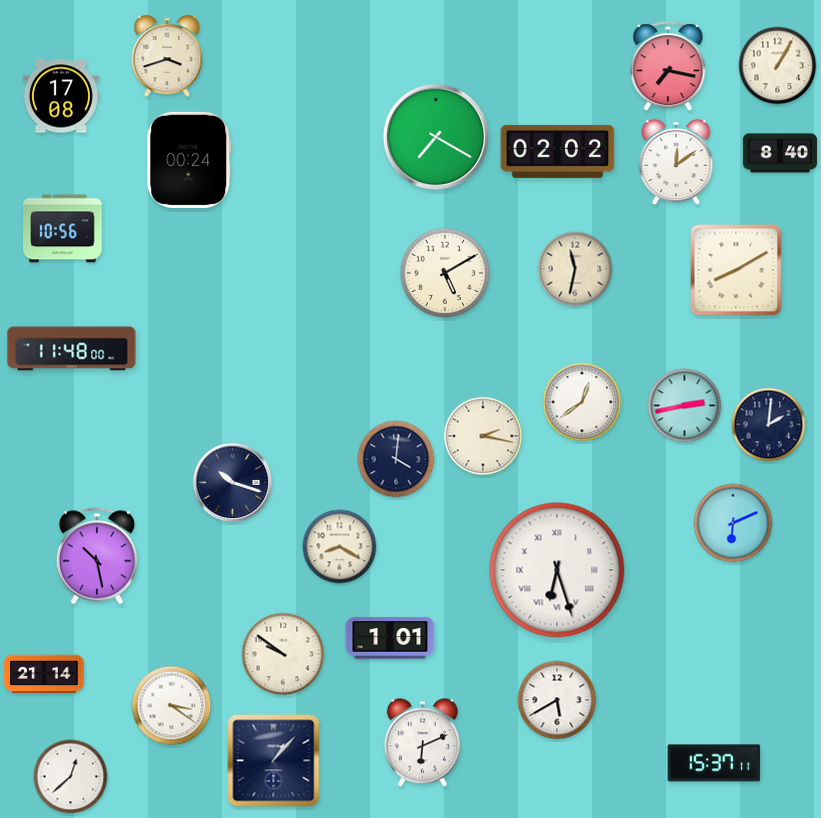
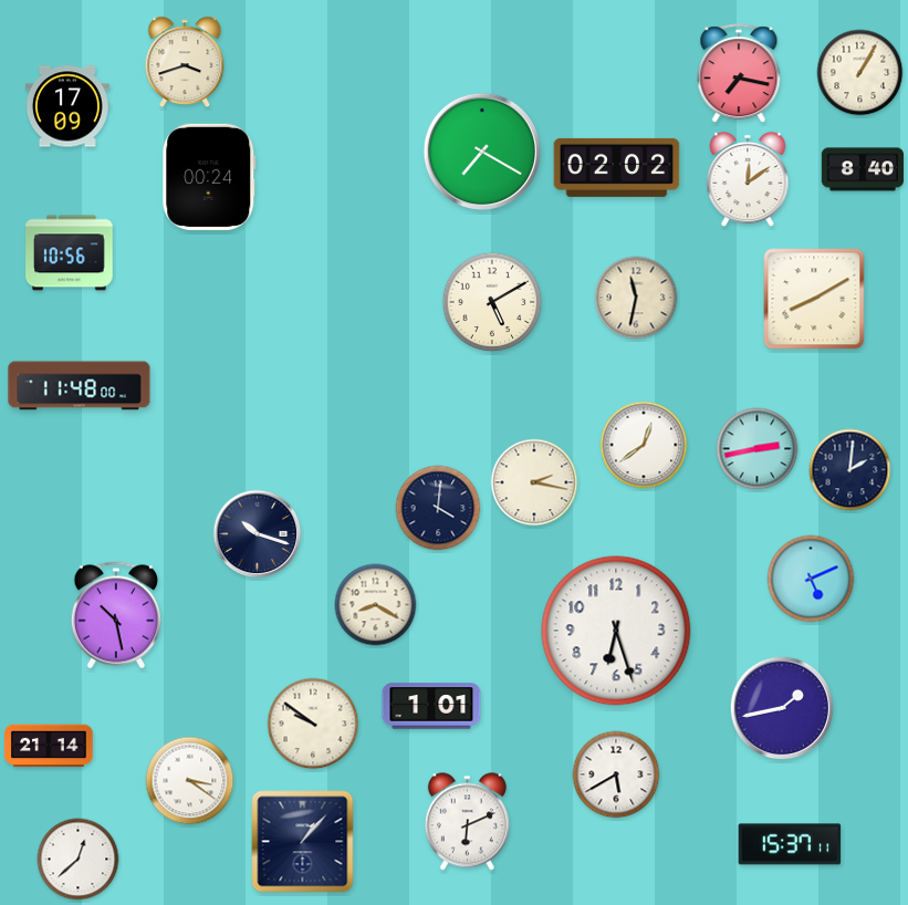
clock at (61, 96): 17:08 -> 17:09
clock at (733, 523): 6:11 -> 5:11
clock at (96, 556) position: (96, 556) -> (115, 615)
clock at (557, 570) numerals: Roman -> Arabic
clock at (782, 708): none -> 1:43
